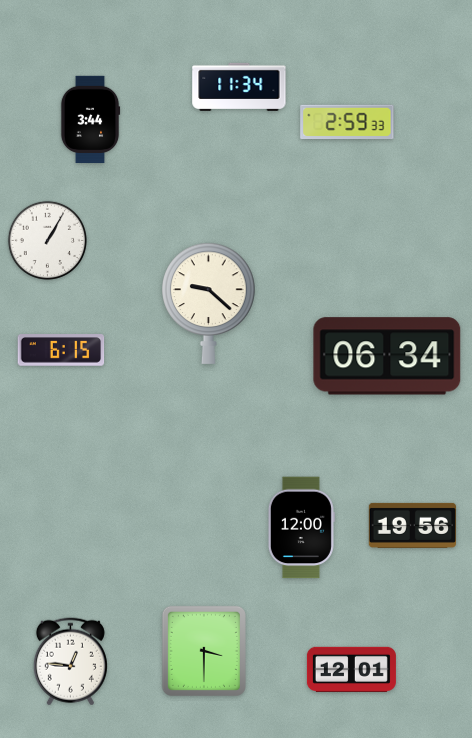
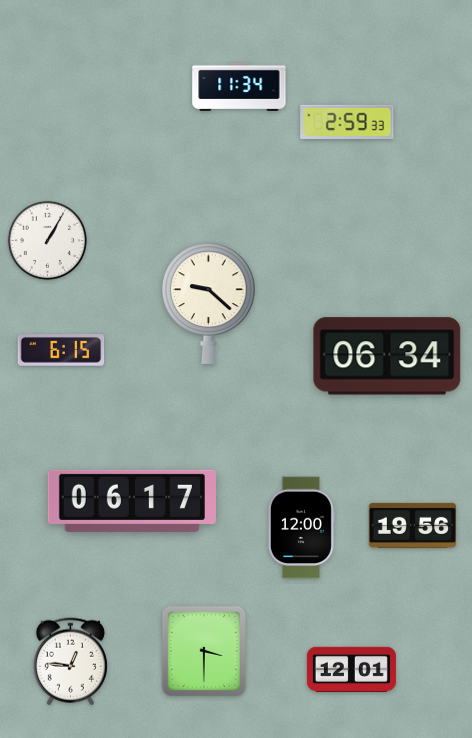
clock at (90, 120): 3:44 -> none
clock at (132, 501): none -> 06:17
